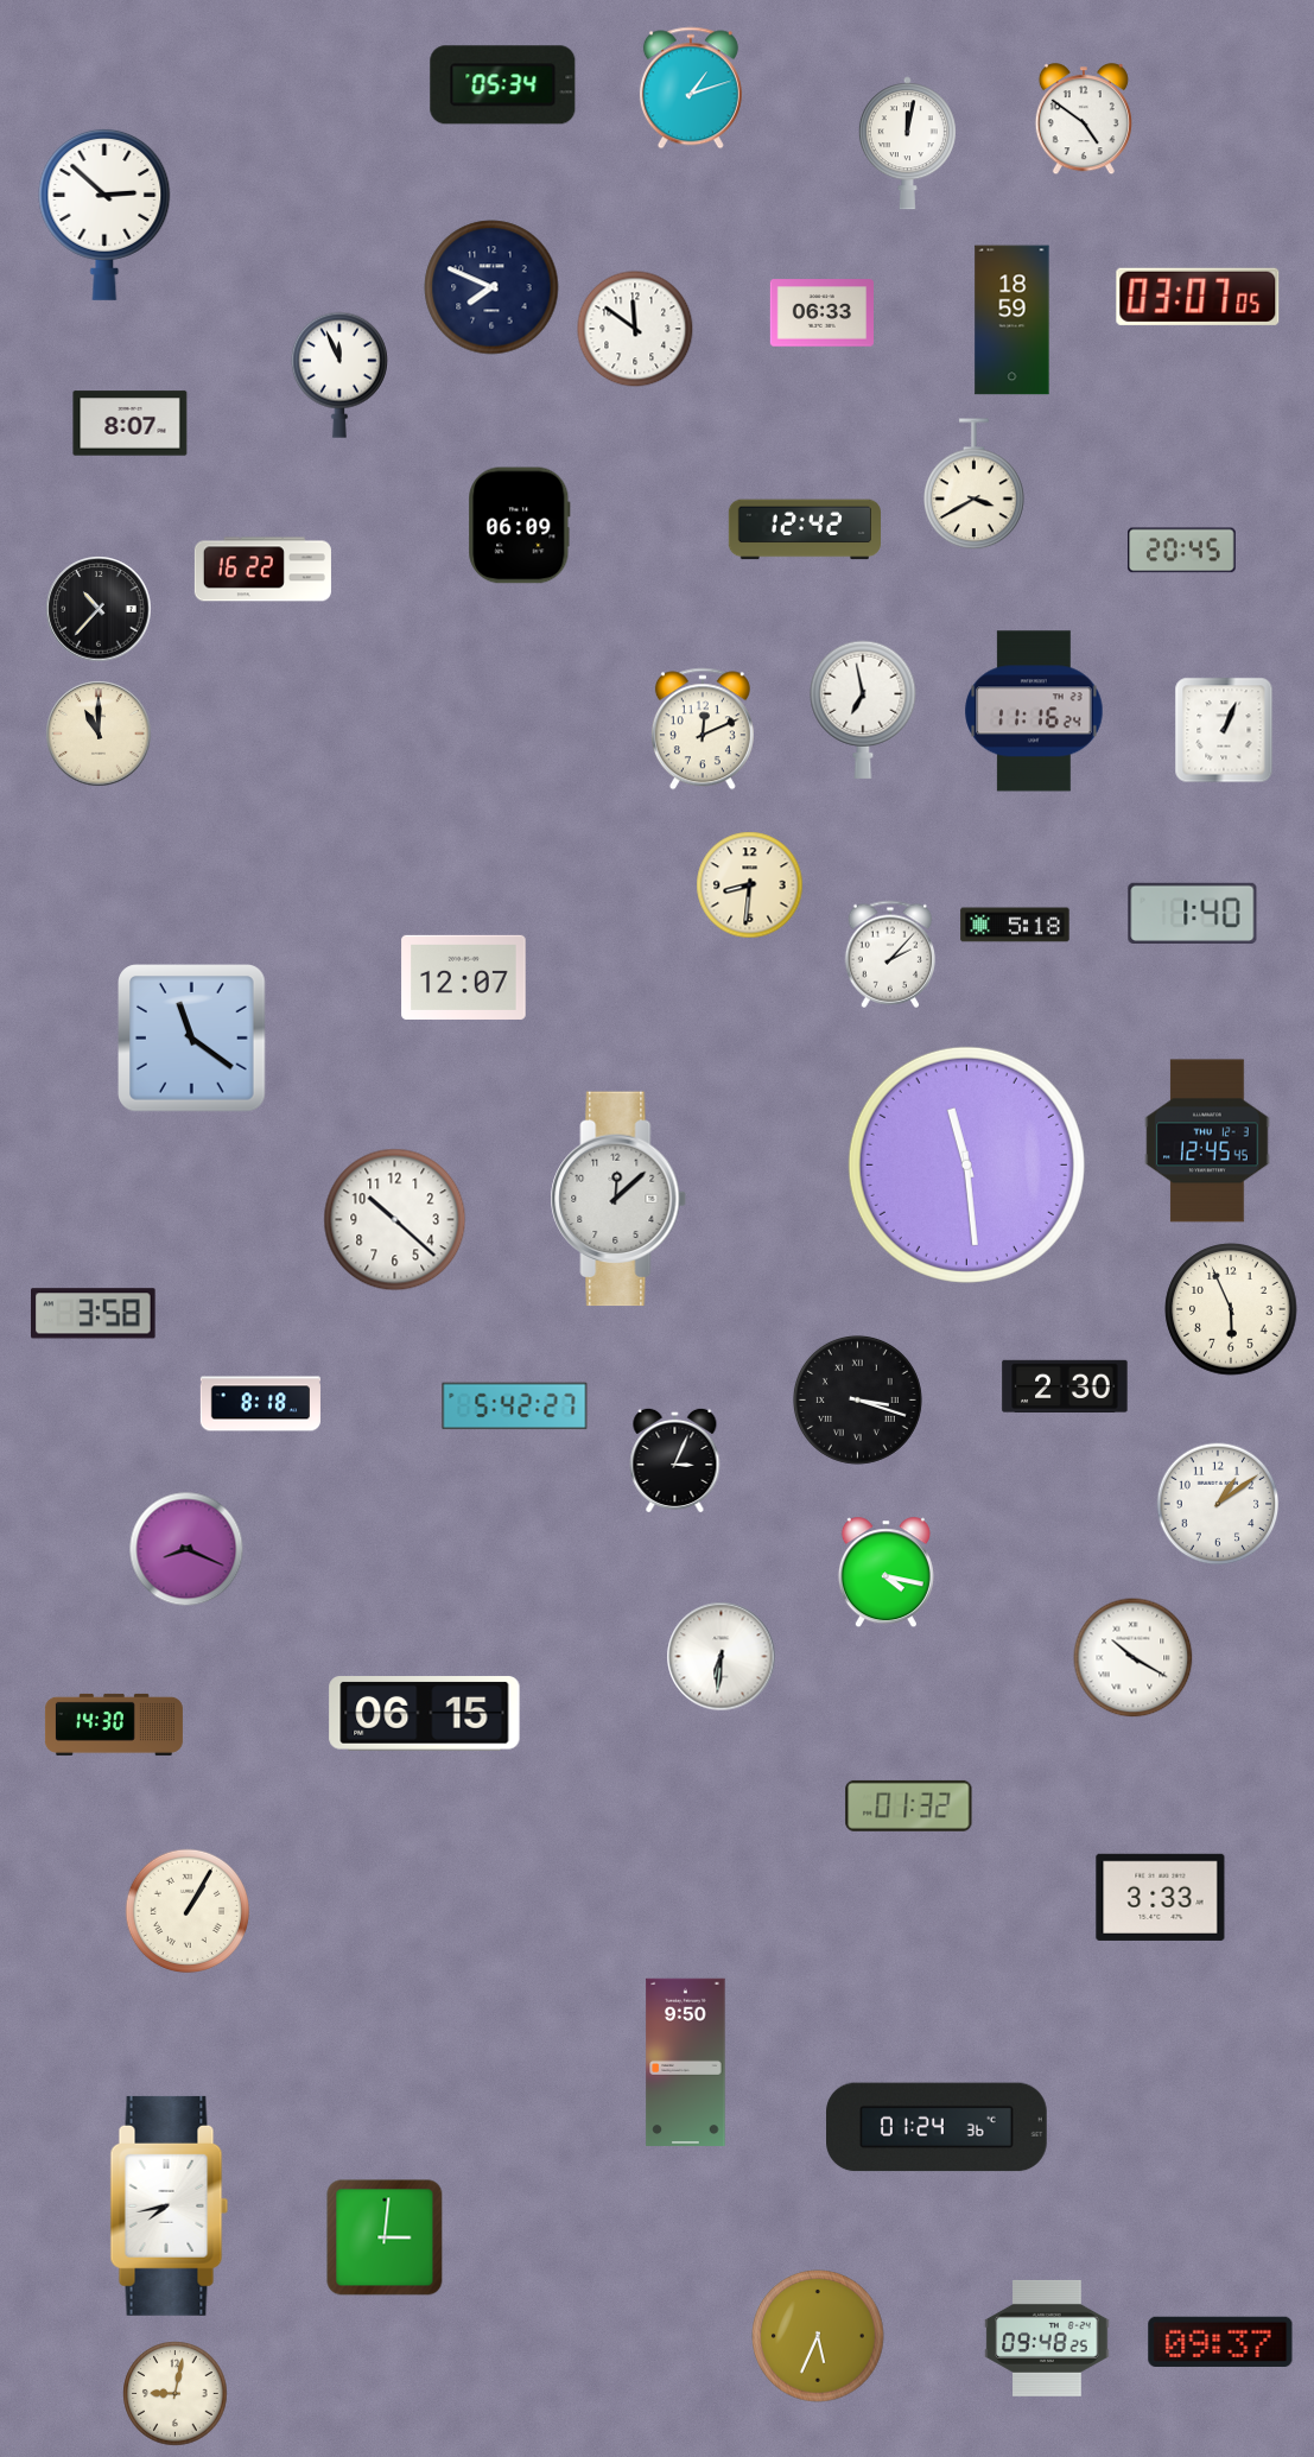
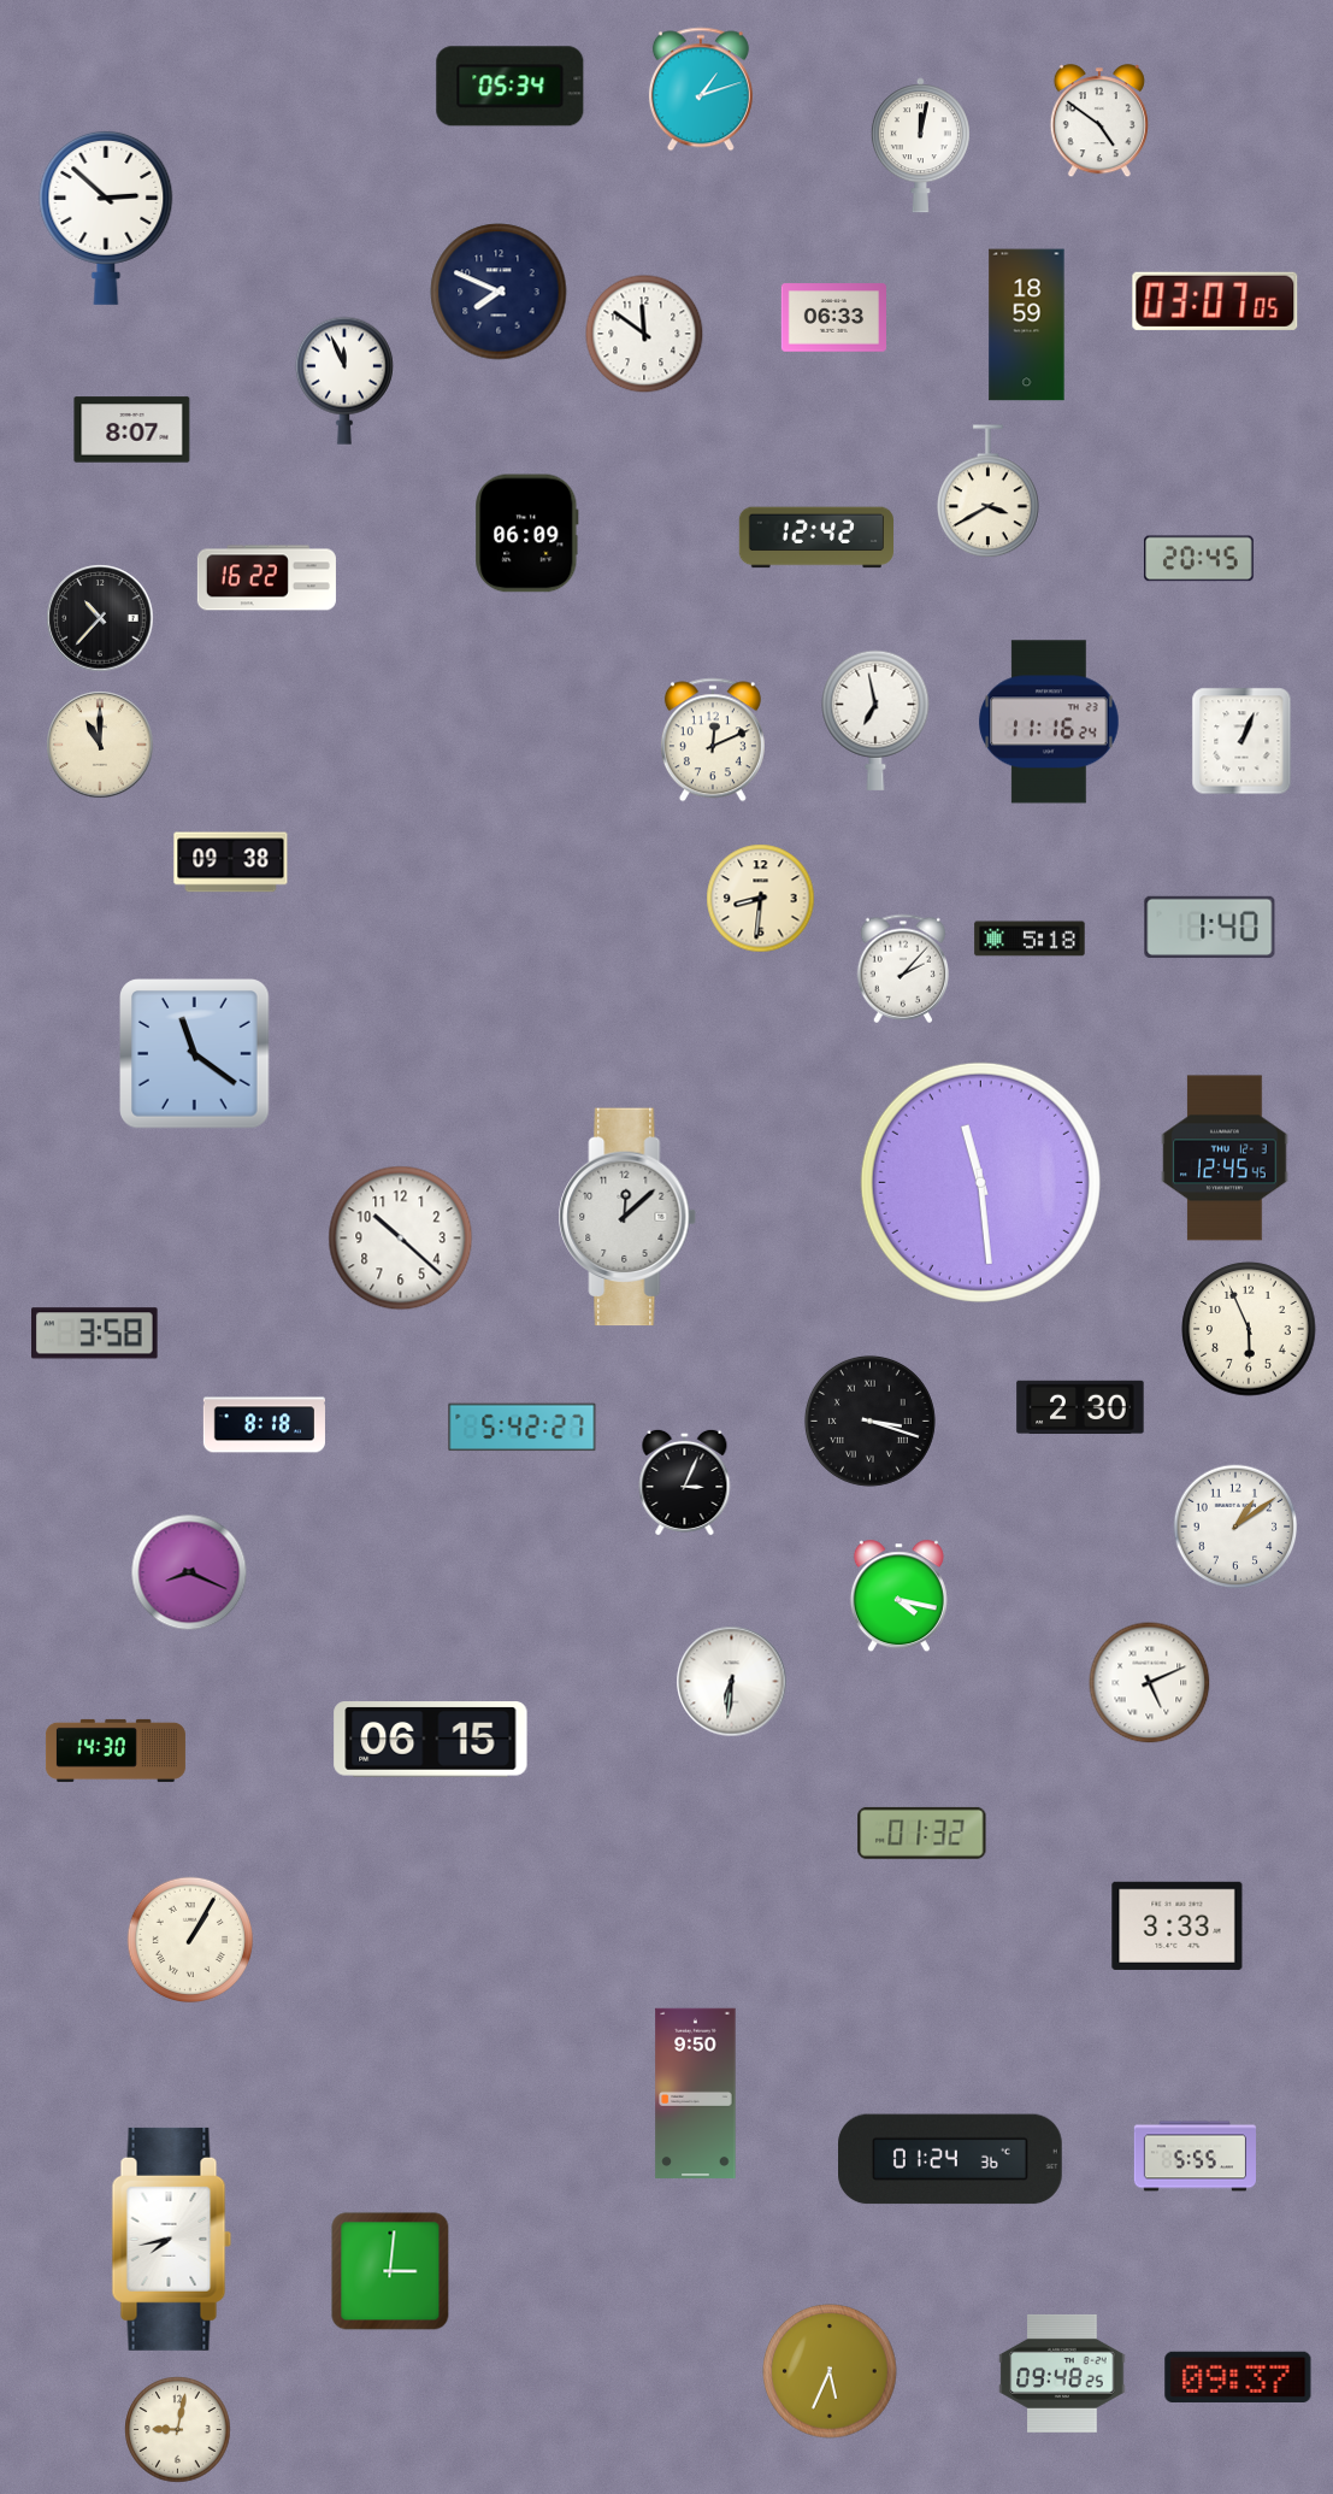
clock at (231, 863): none -> 09:38
clock at (464, 977): 12:07 -> none
clock at (1134, 1658): 10:20 -> 5:11
clock at (1195, 2157): none -> 5:55
